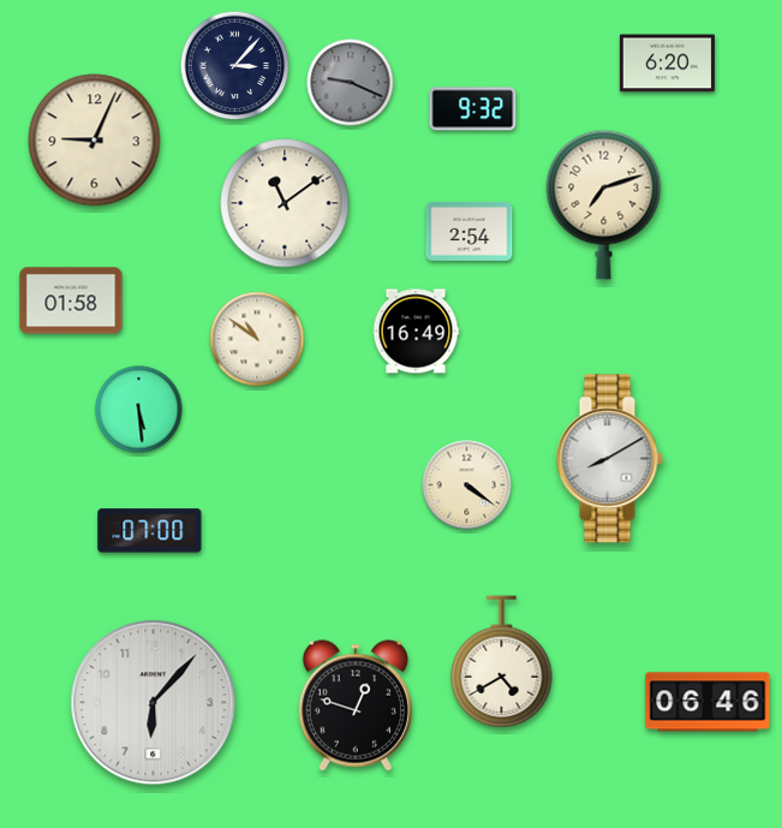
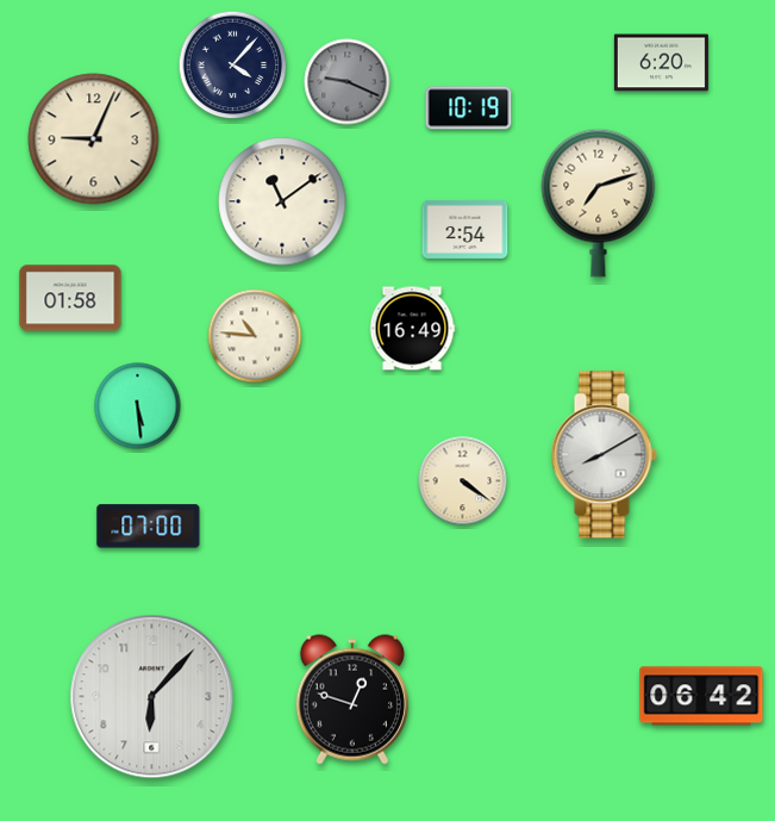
clock at (235, 66): 3:07 -> 4:07
clock at (473, 109): 9:32 -> 10:19
clock at (257, 339): 10:51 -> 10:46
clock at (502, 662): 4:40 -> none
clock at (708, 702): 06:46 -> 06:42
